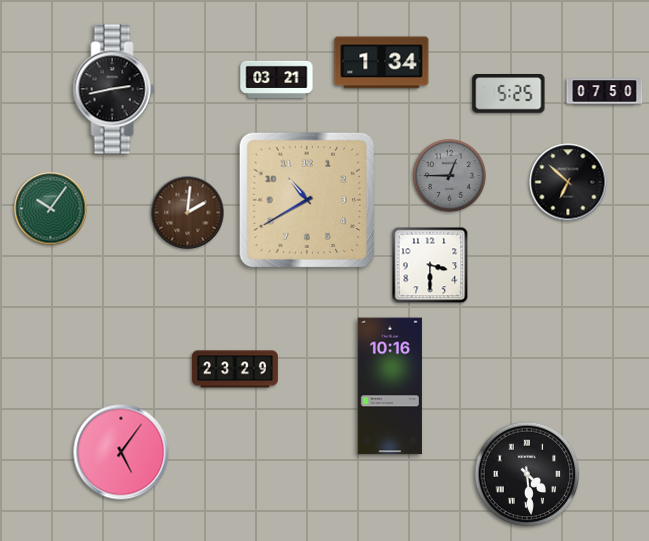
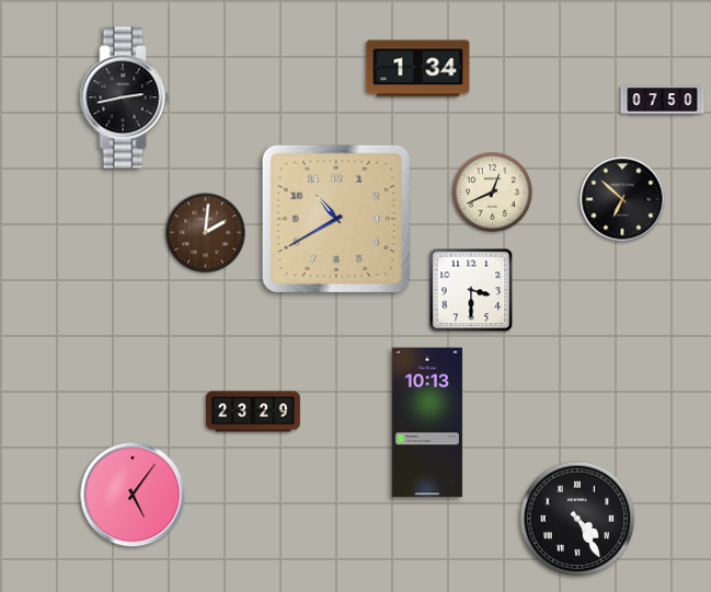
clock at (277, 79): 03:21 -> none
clock at (509, 94): 5:25 -> none
clock at (450, 176): 12:45 -> 12:41
clock at (450, 176) dial: grey -> cream
clock at (51, 209): 10:06 -> none
clock at (235, 369) position: (235, 369) -> (253, 411)
clock at (390, 386): 10:16 -> 10:13
clock at (527, 474): 4:29 -> 4:25
